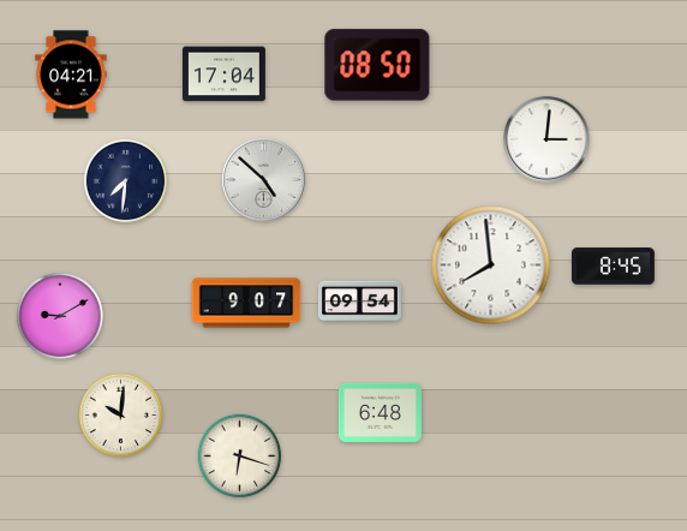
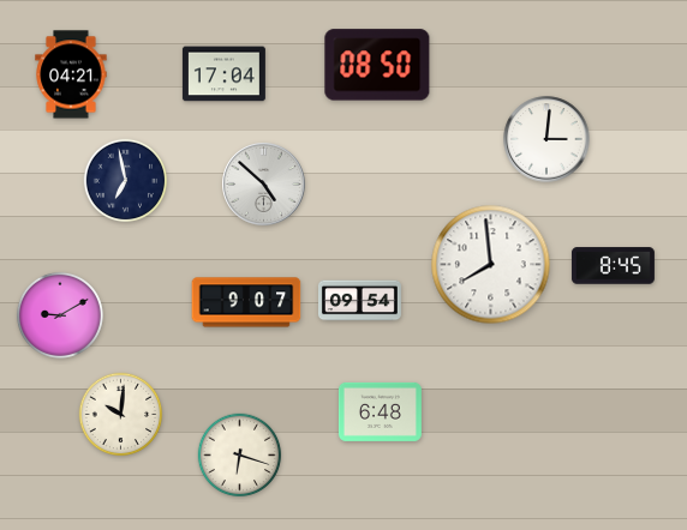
clock at (264, 180) position: (264, 180) -> (264, 185)
clock at (126, 181): 7:31 -> 6:58
